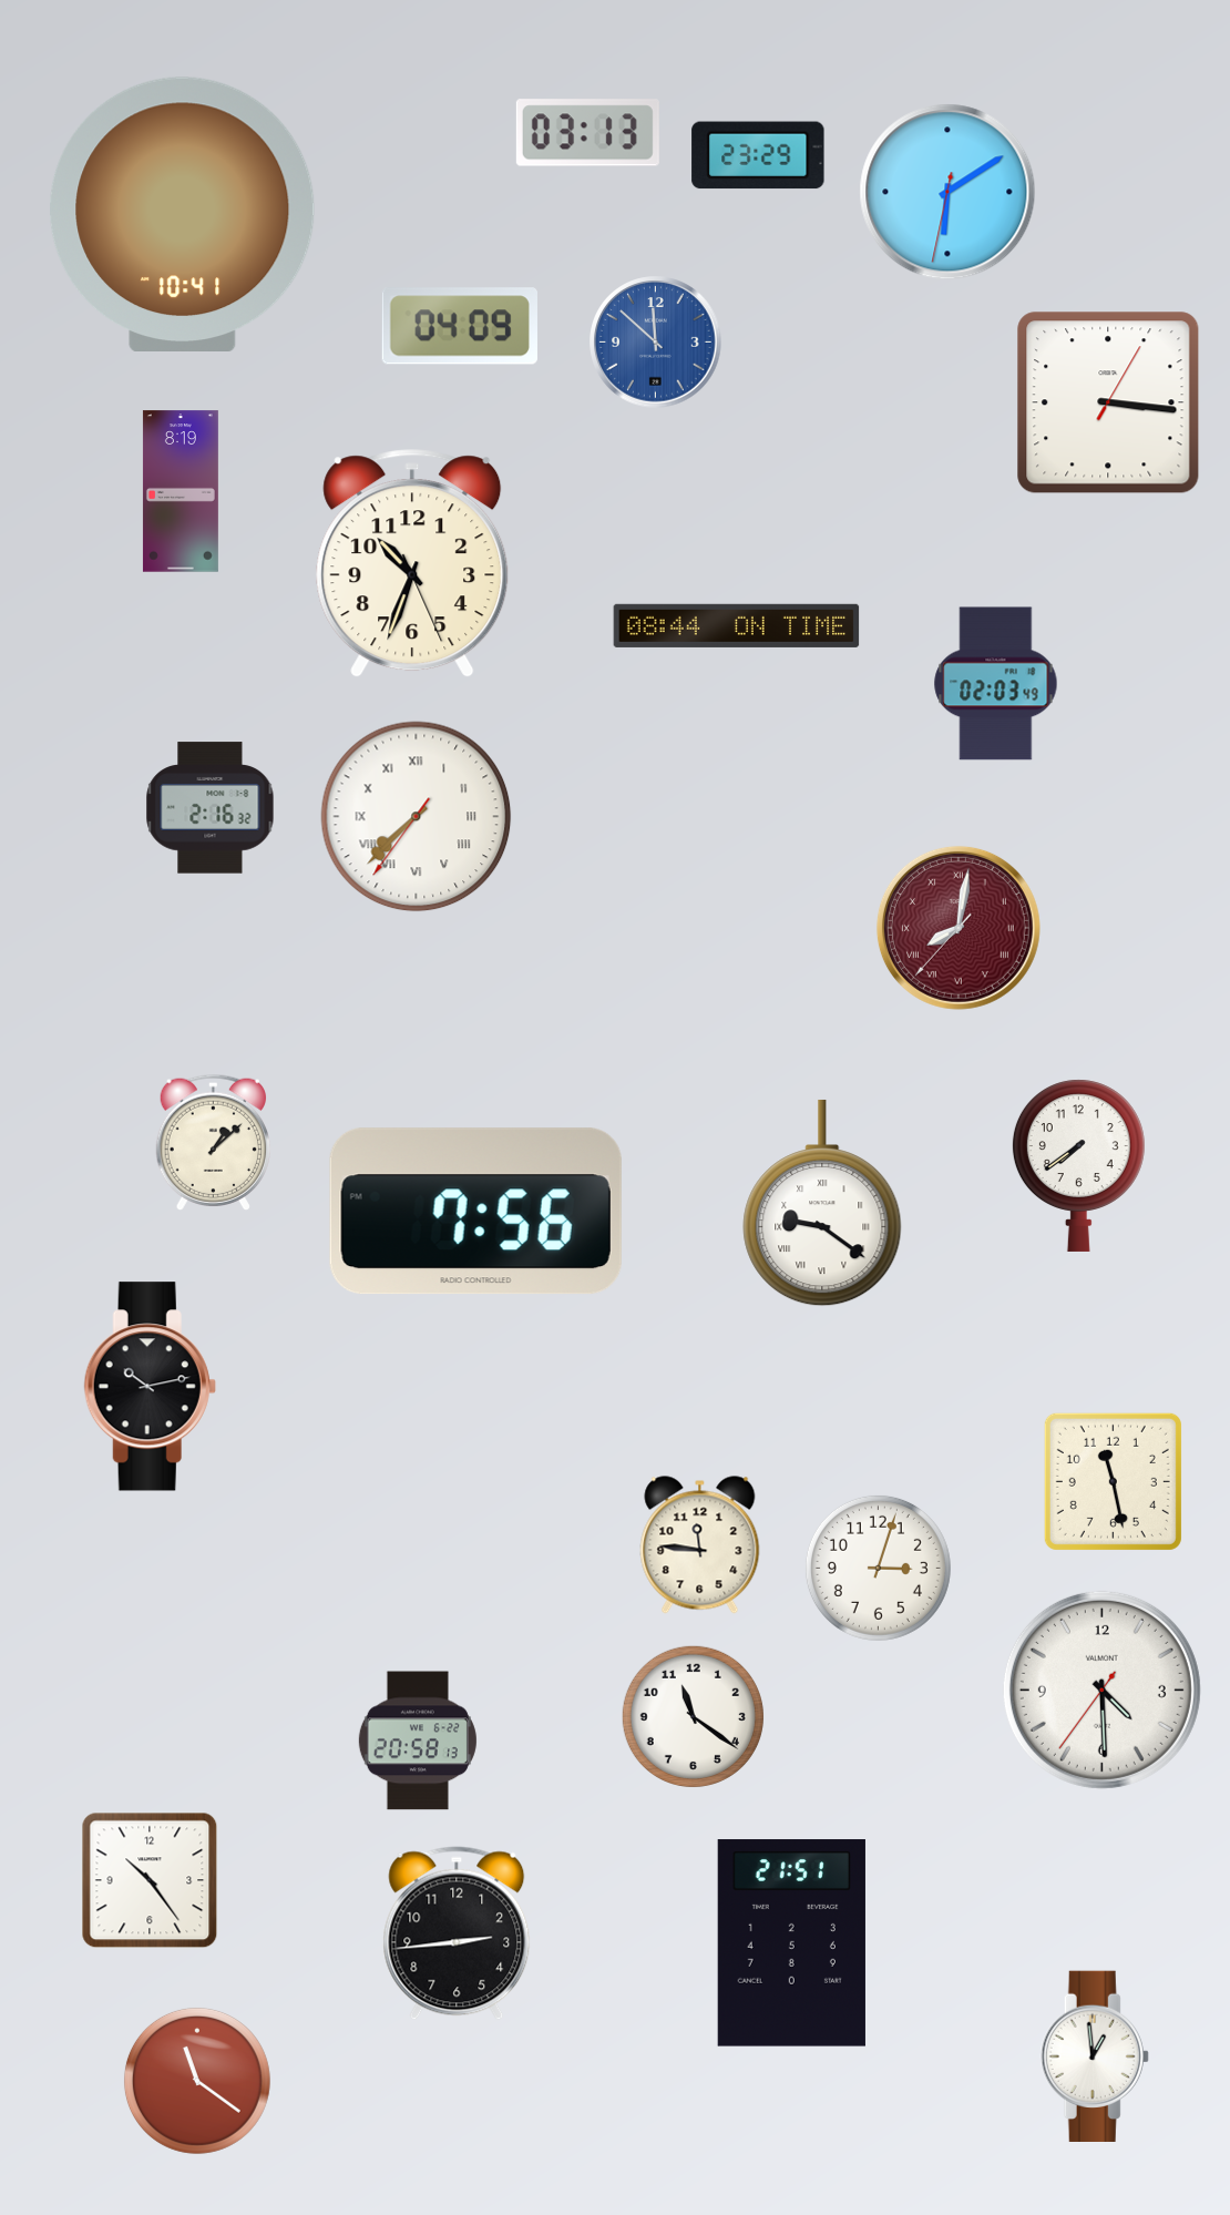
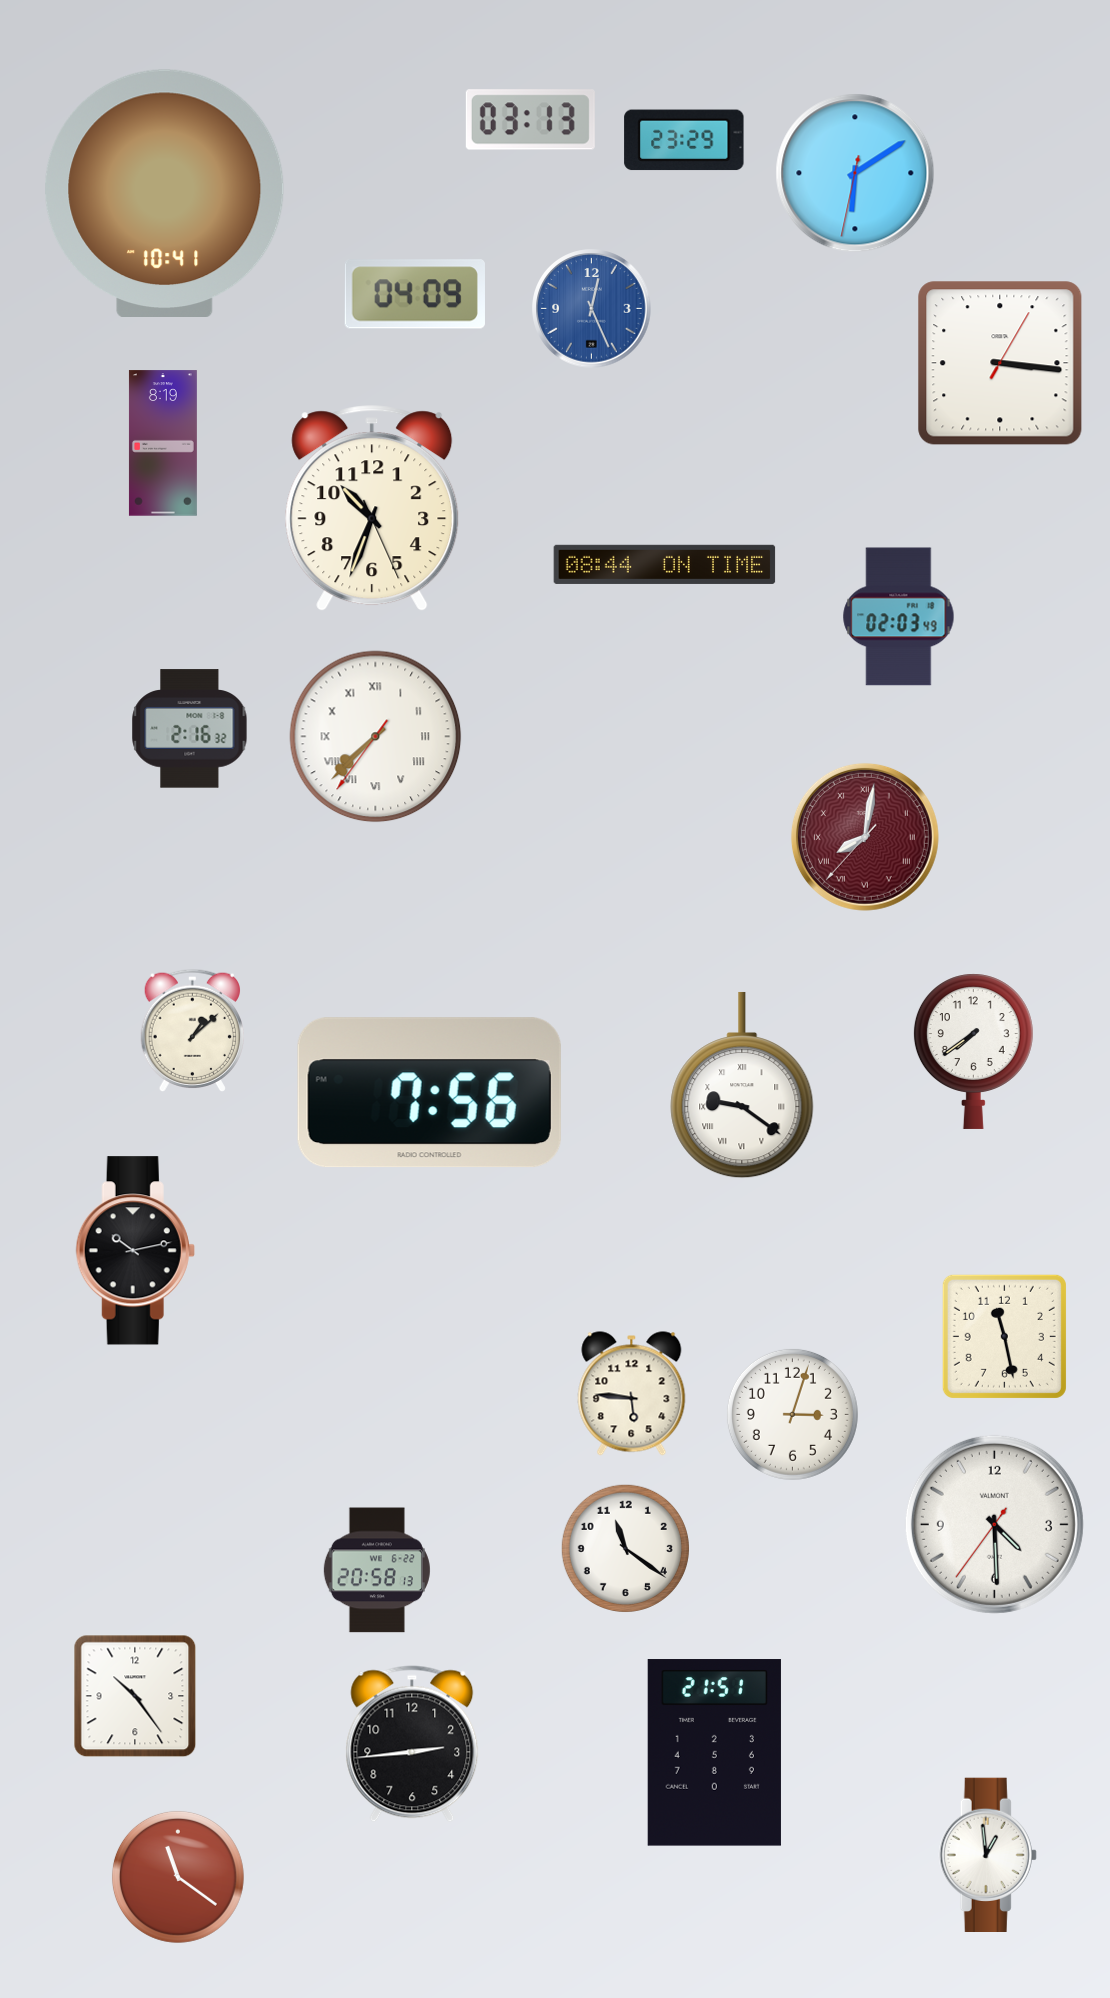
clock at (656, 343): 11:52 -> 12:26
clock at (700, 1545): 11:46 -> 5:46
